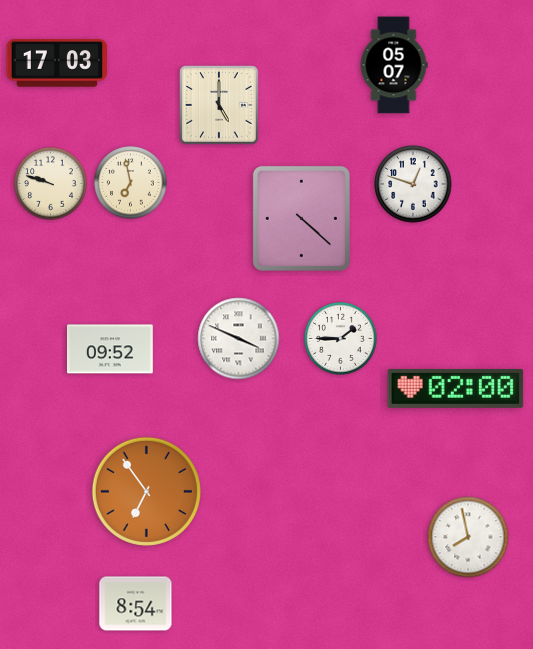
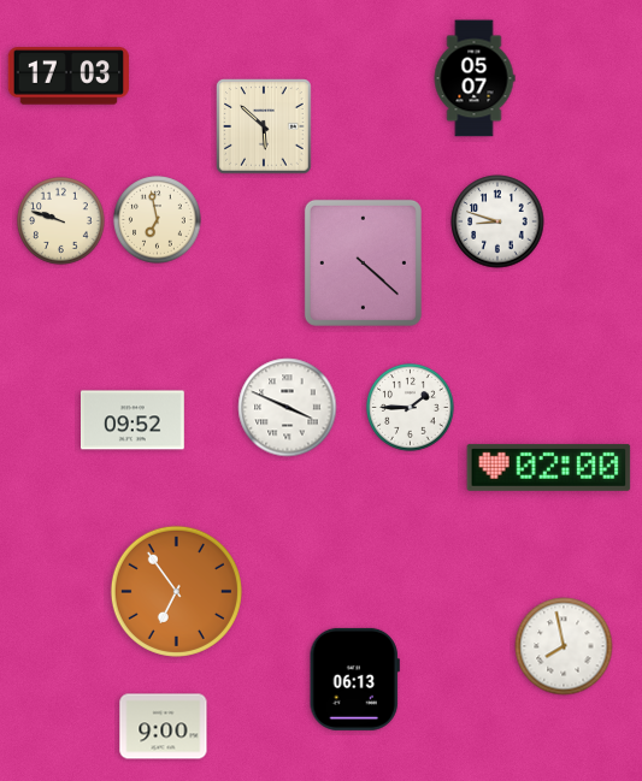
clock at (219, 105): 5:00 -> 5:52
clock at (413, 184): 12:48 -> 8:48
clock at (354, 679): none -> 06:13
clock at (136, 604): 8:54 -> 9:00
